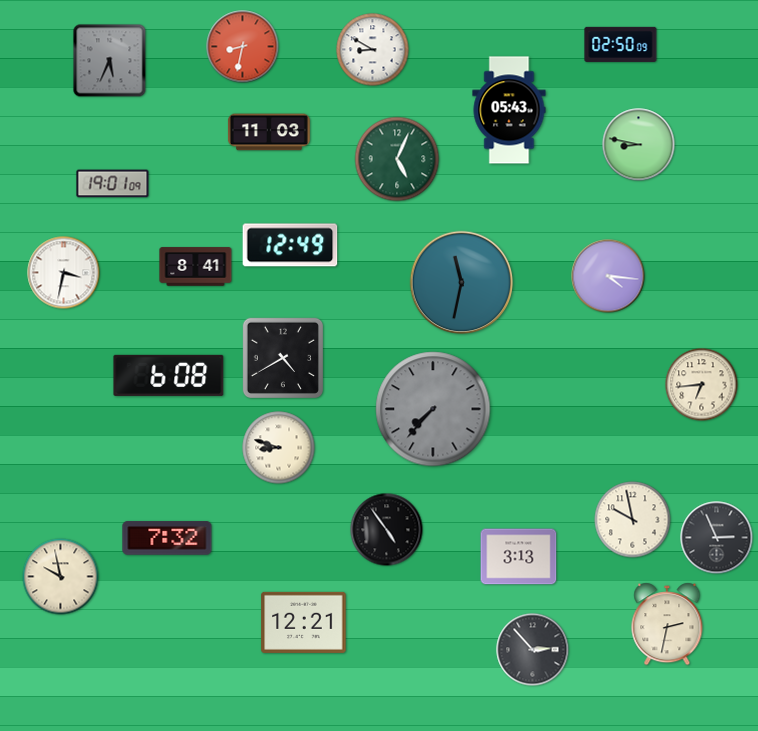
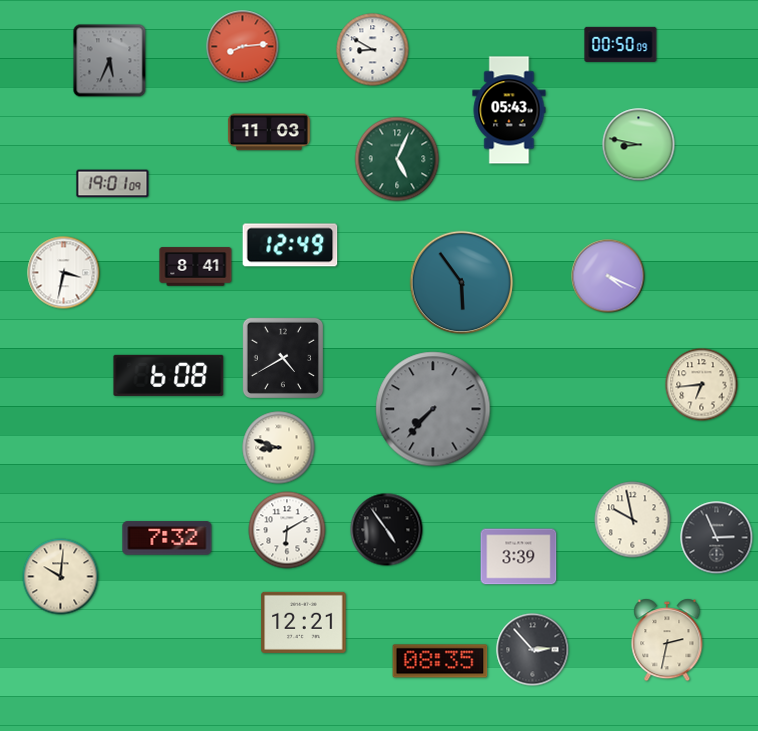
clock at (621, 44): 02:50 -> 00:50
clock at (243, 47): 8:32 -> 8:14
clock at (608, 276): 4:16 -> 4:19
clock at (462, 283): 11:32 -> 5:54
clock at (287, 530): none -> 6:10
clock at (519, 557): 3:13 -> 3:39
clock at (61, 577): 9:58 -> 10:01
clock at (667, 624) position: (667, 624) -> (667, 640)
clock at (440, 661): none -> 08:35
